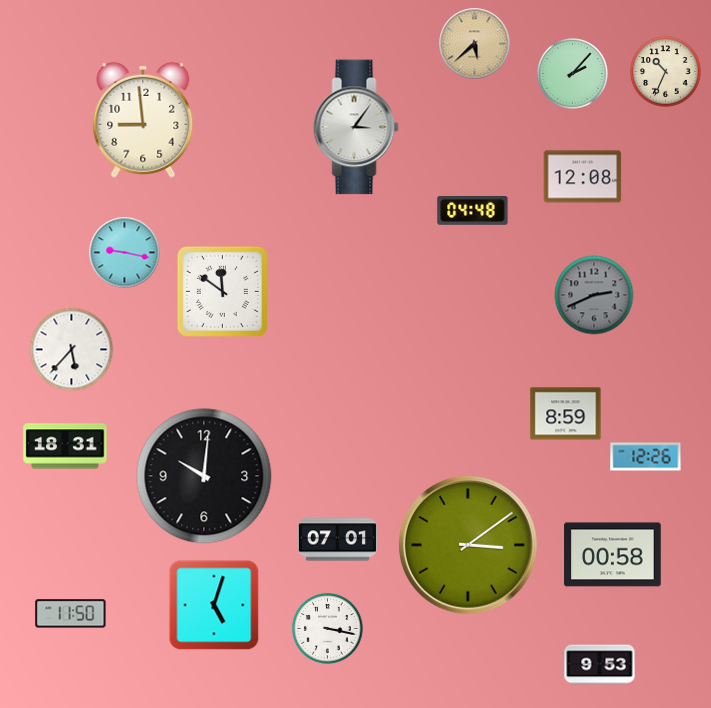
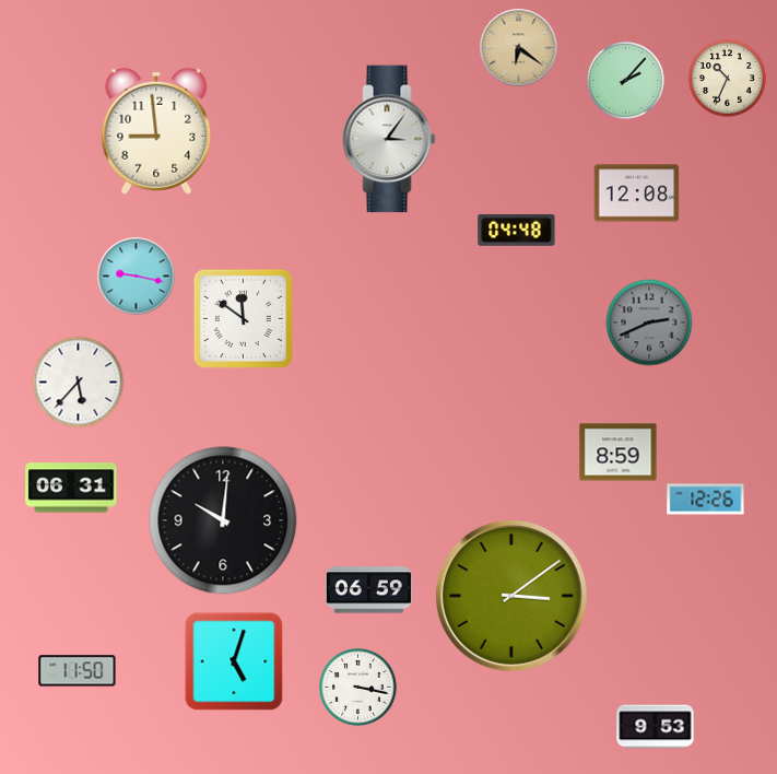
clock at (475, 44): 5:38 -> 6:21
clock at (65, 446): 18:31 -> 06:31
clock at (337, 540): 07:01 -> 06:59
clock at (613, 555): 00:58 -> none
